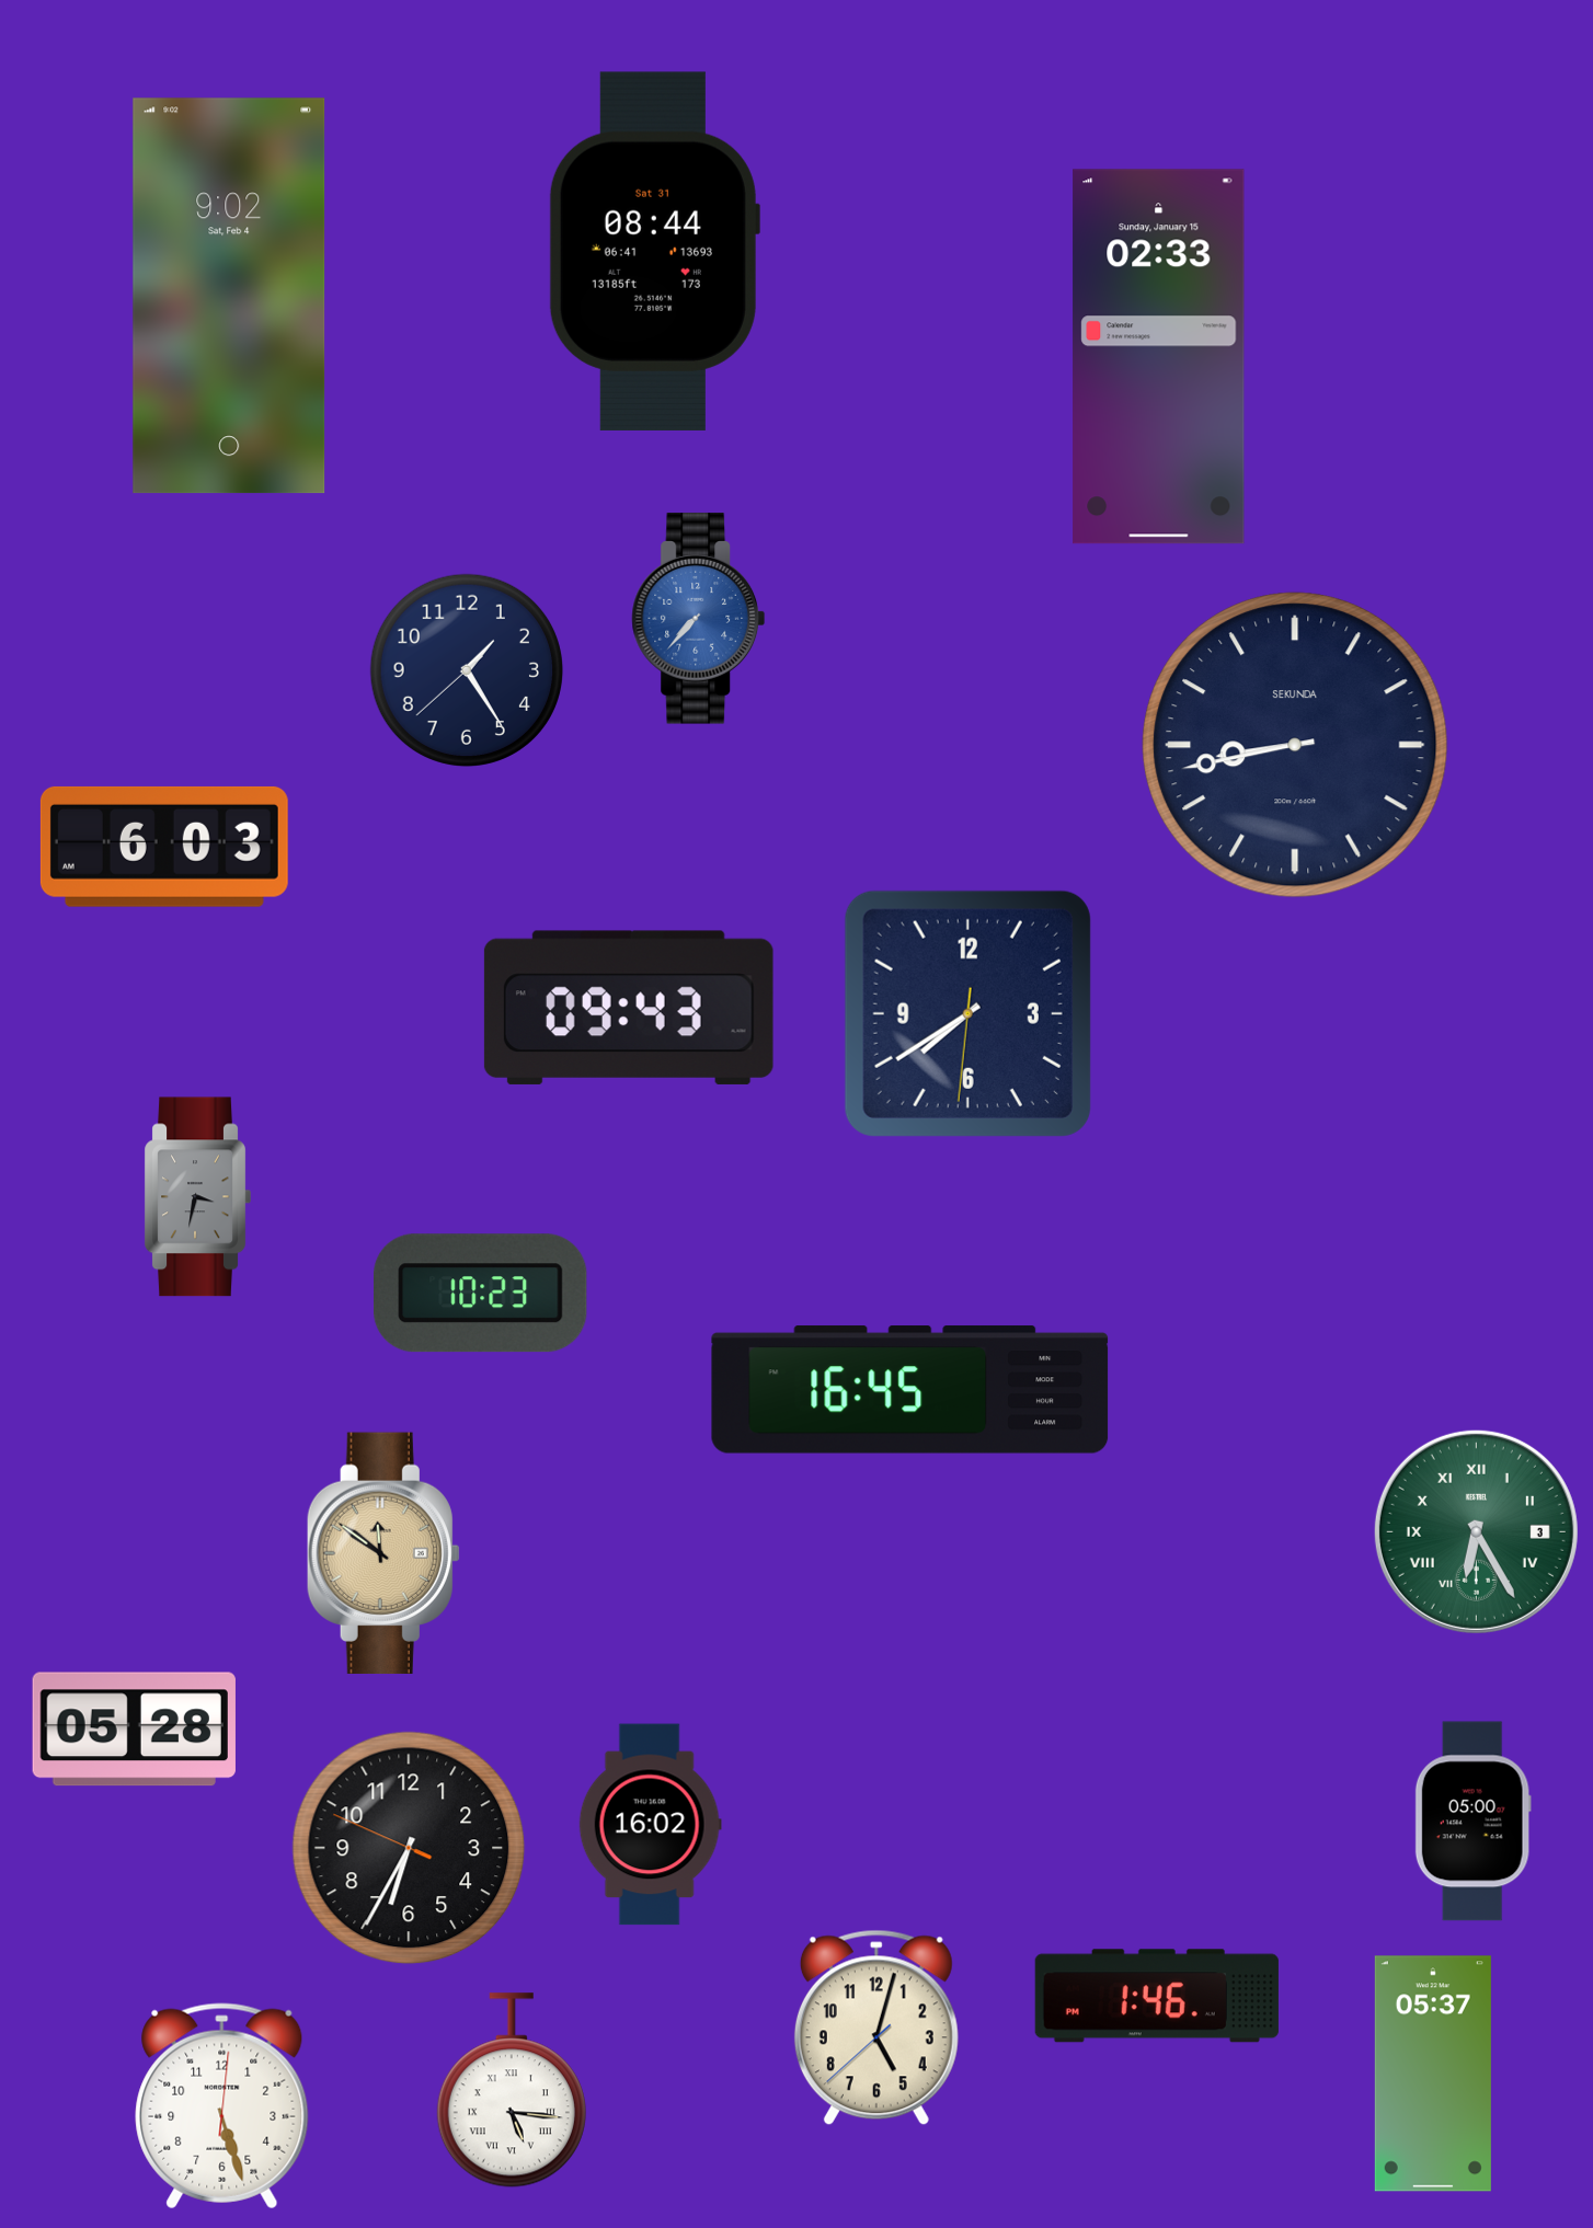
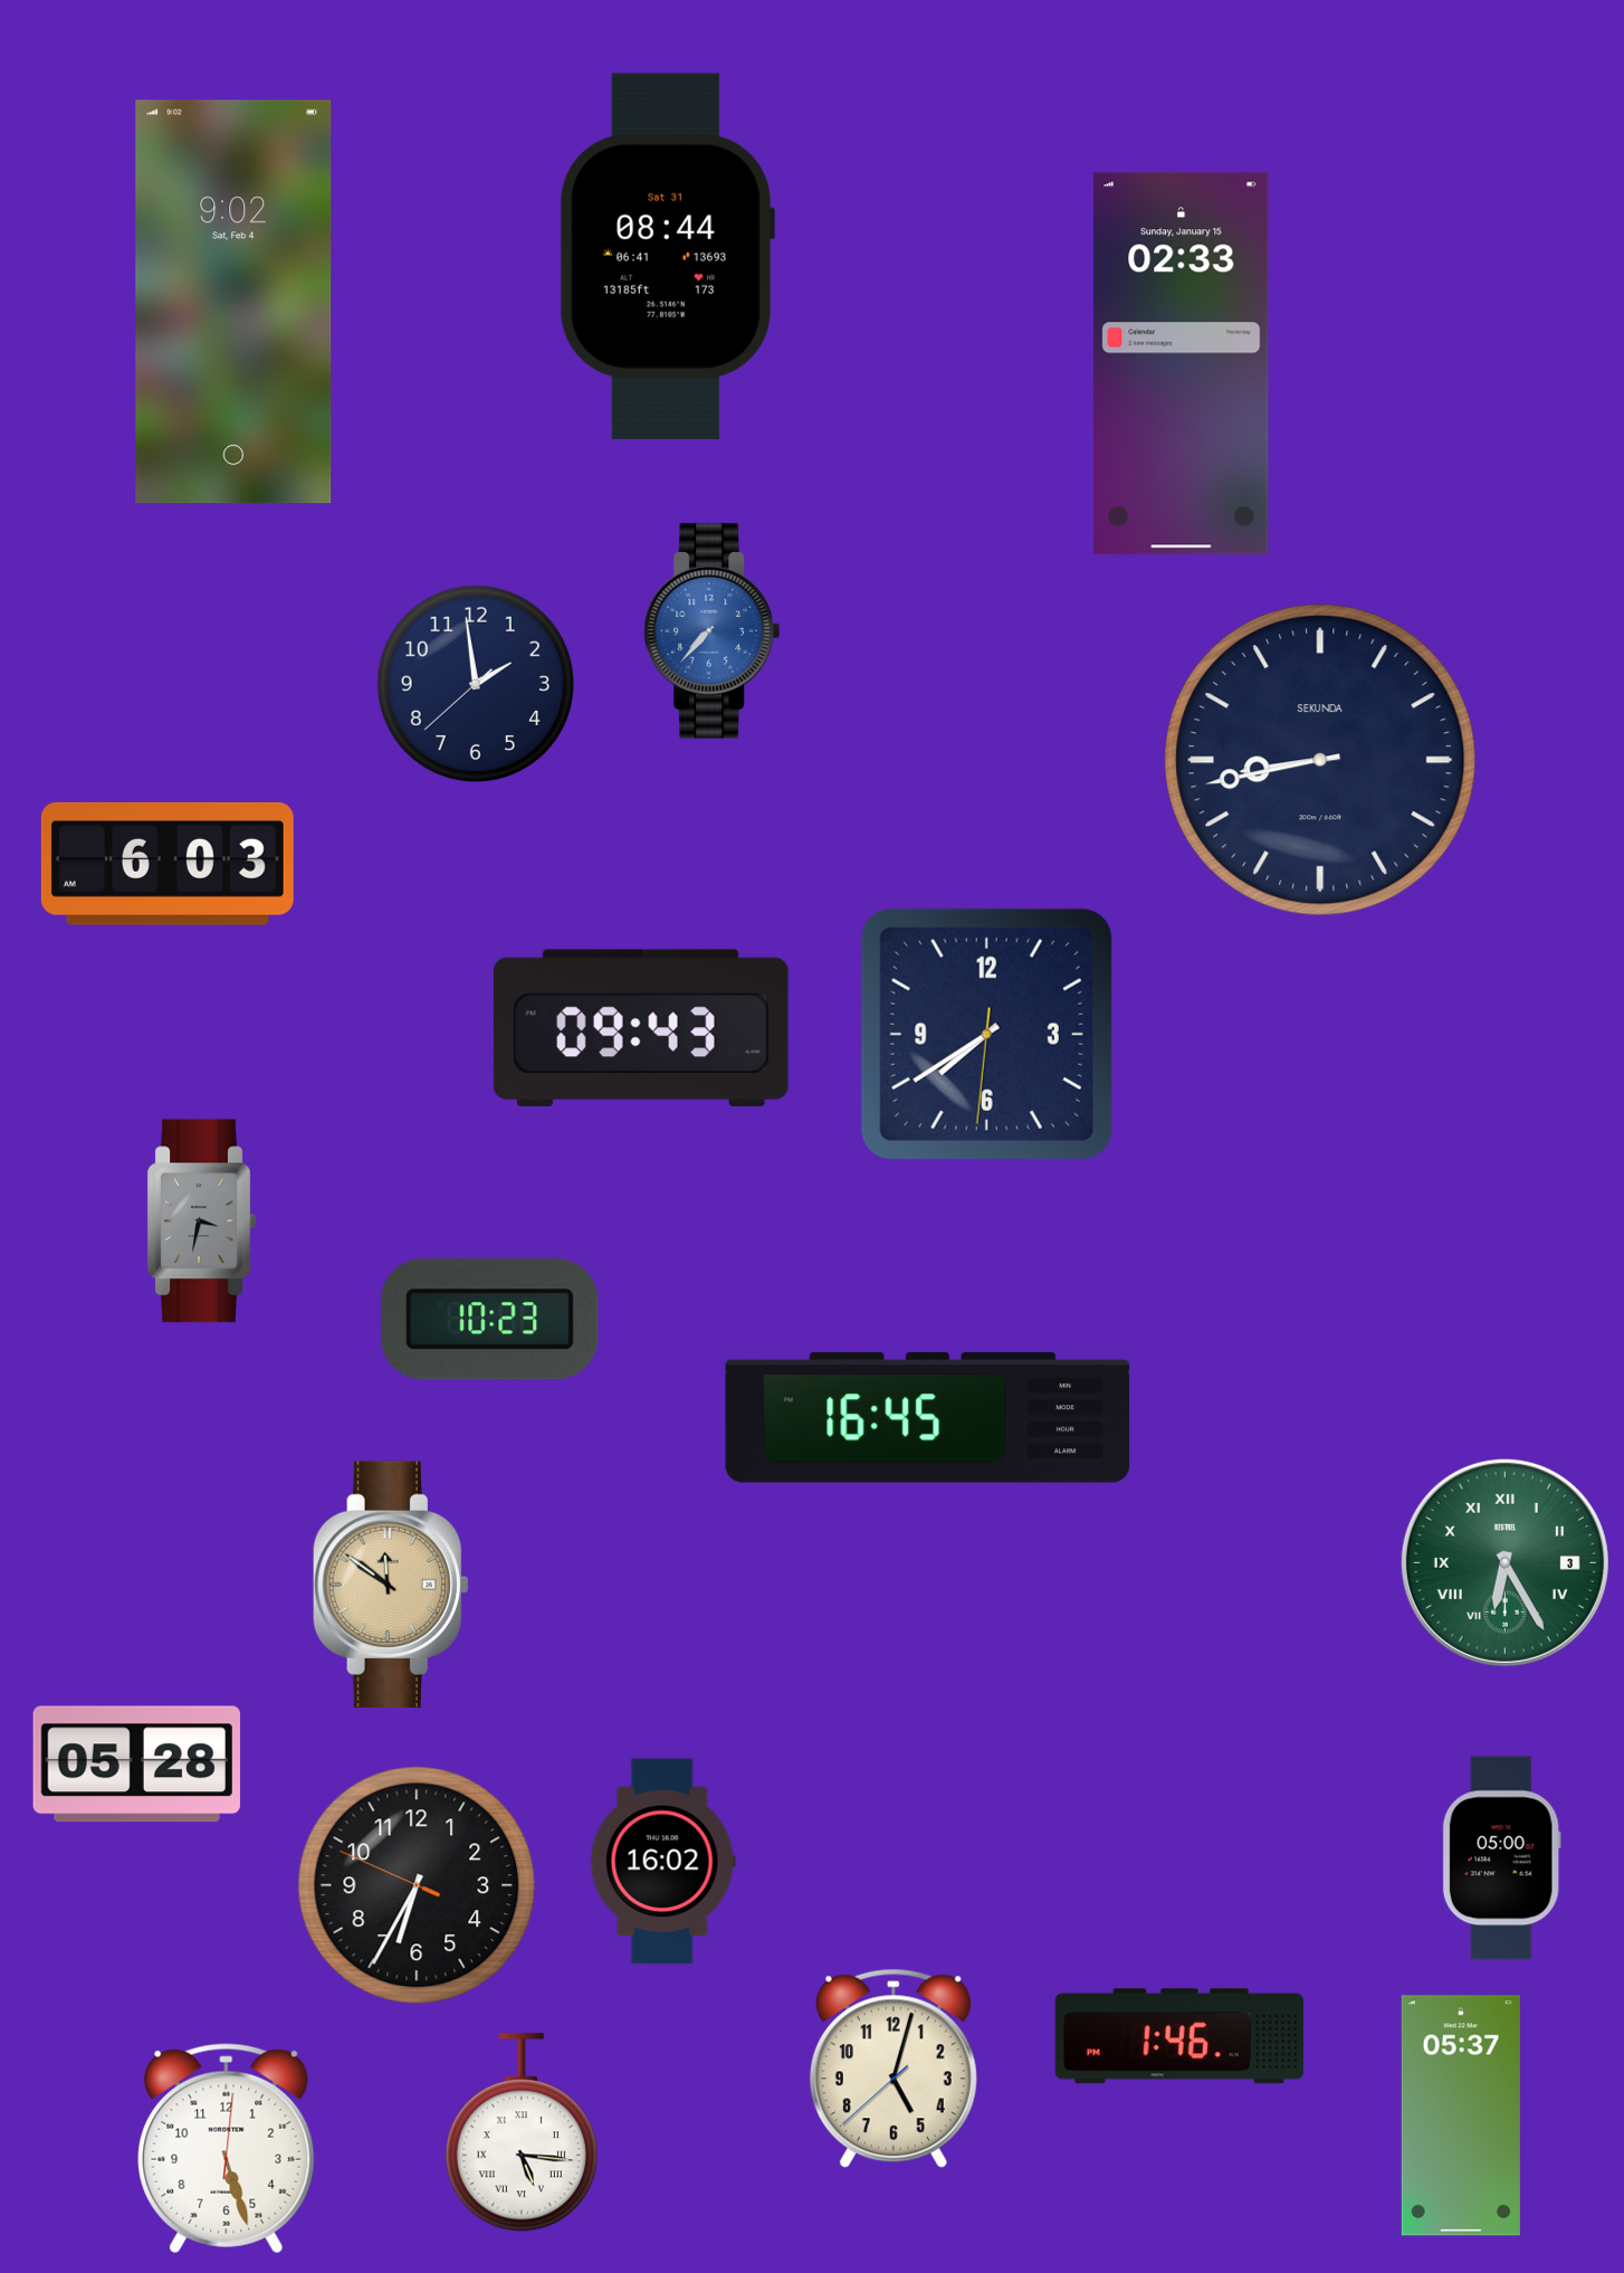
clock at (466, 669): 1:24 -> 1:58
